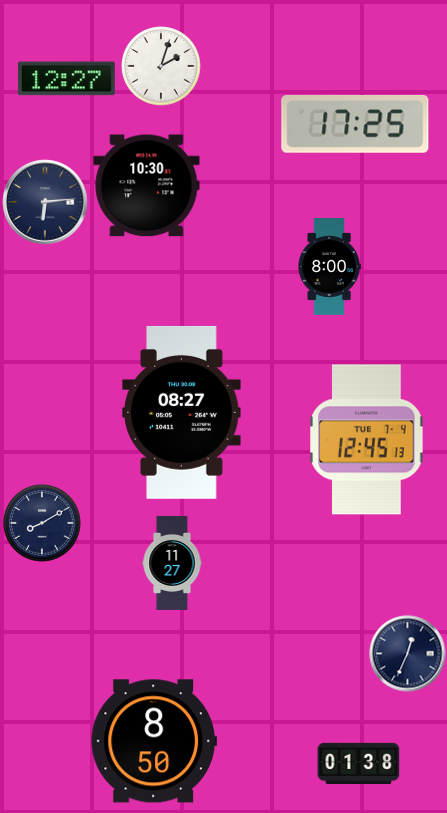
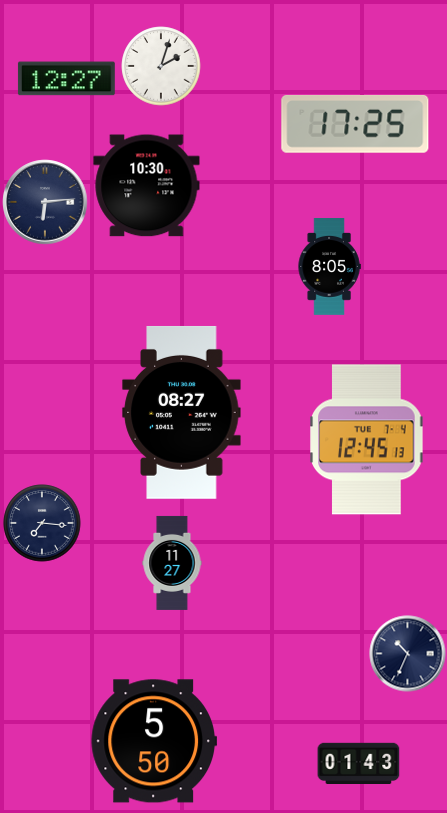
clock at (329, 267): 8:00 -> 8:05
clock at (42, 523): 8:10 -> 7:16
clock at (408, 654): 12:34 -> 10:34
clock at (153, 741): 8:50 -> 5:50
clock at (359, 763): 01:38 -> 01:43
